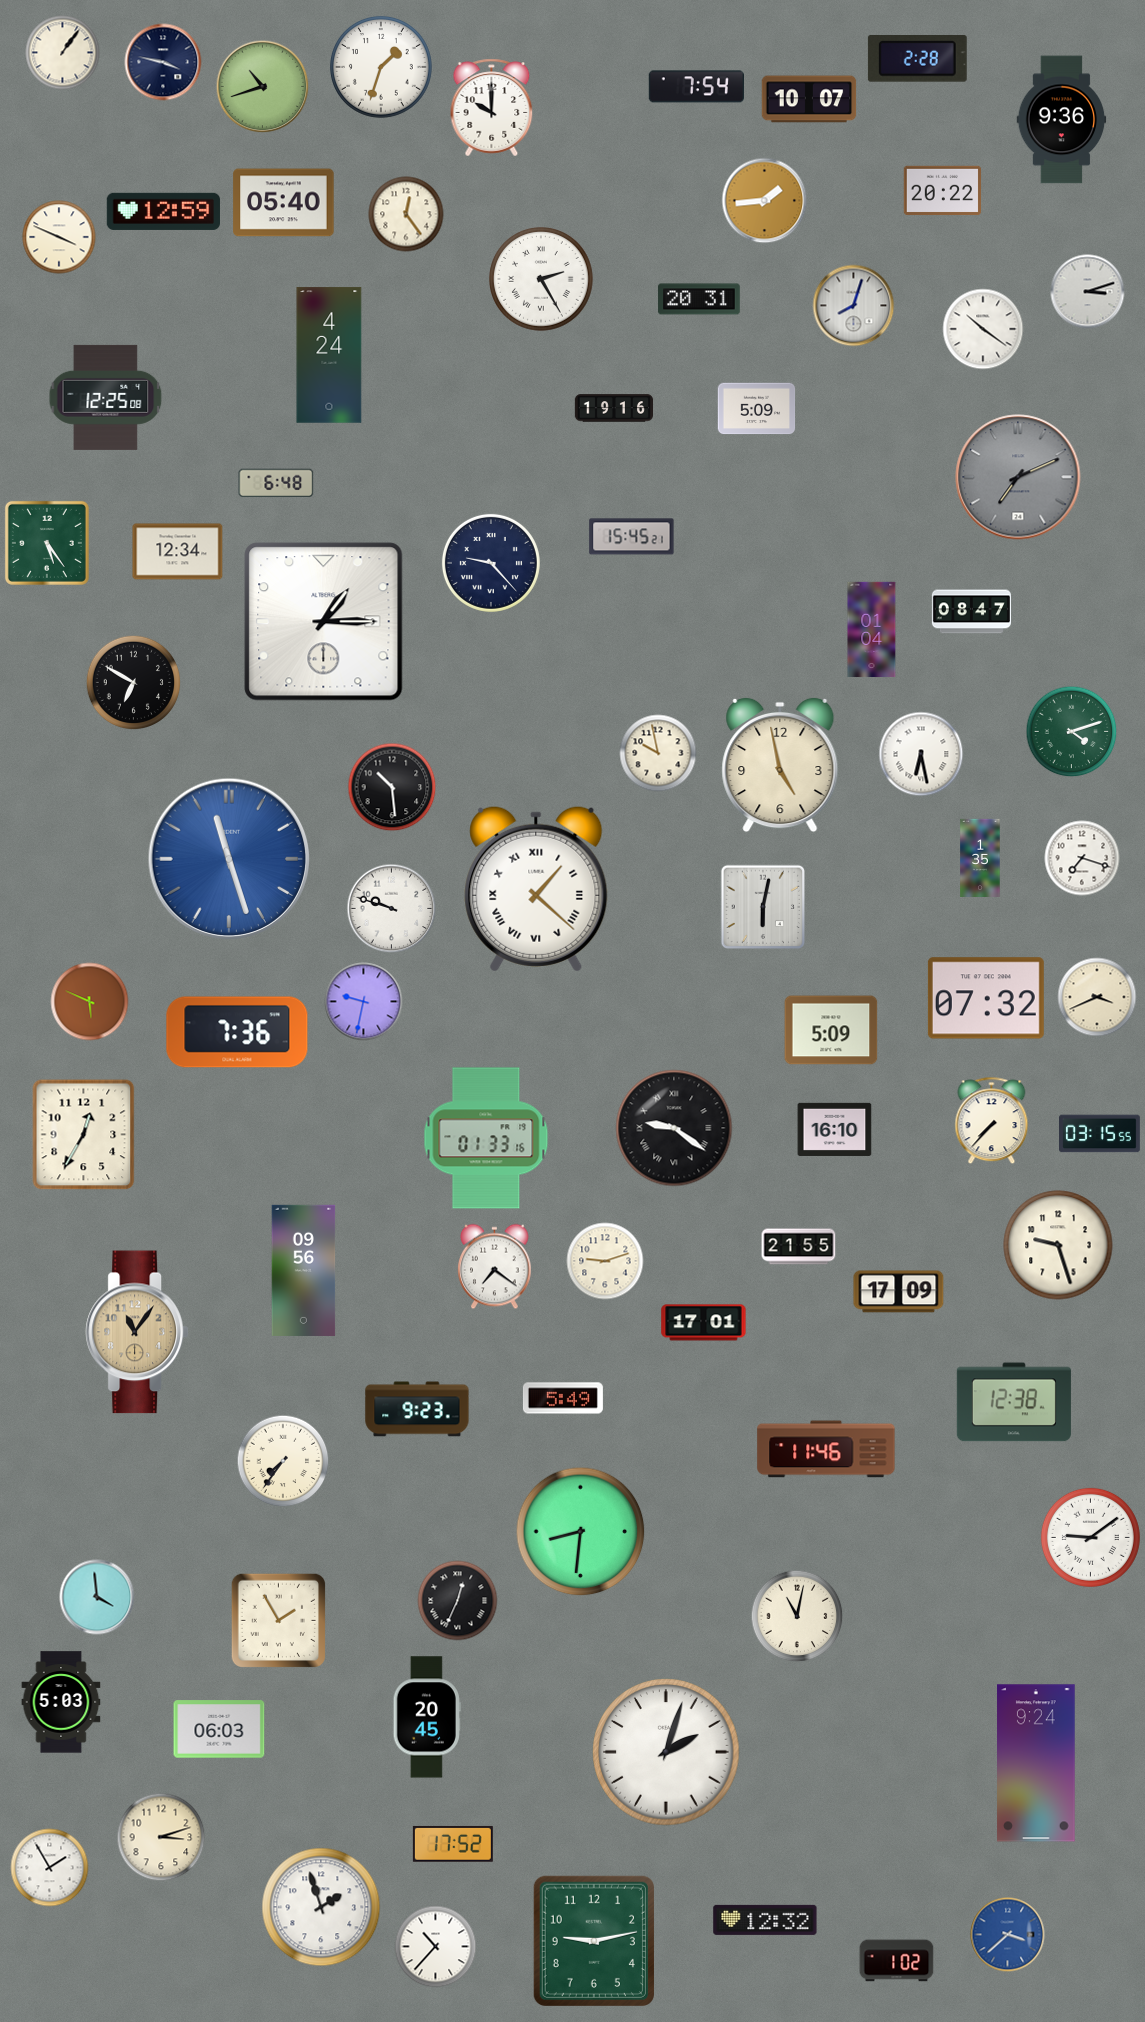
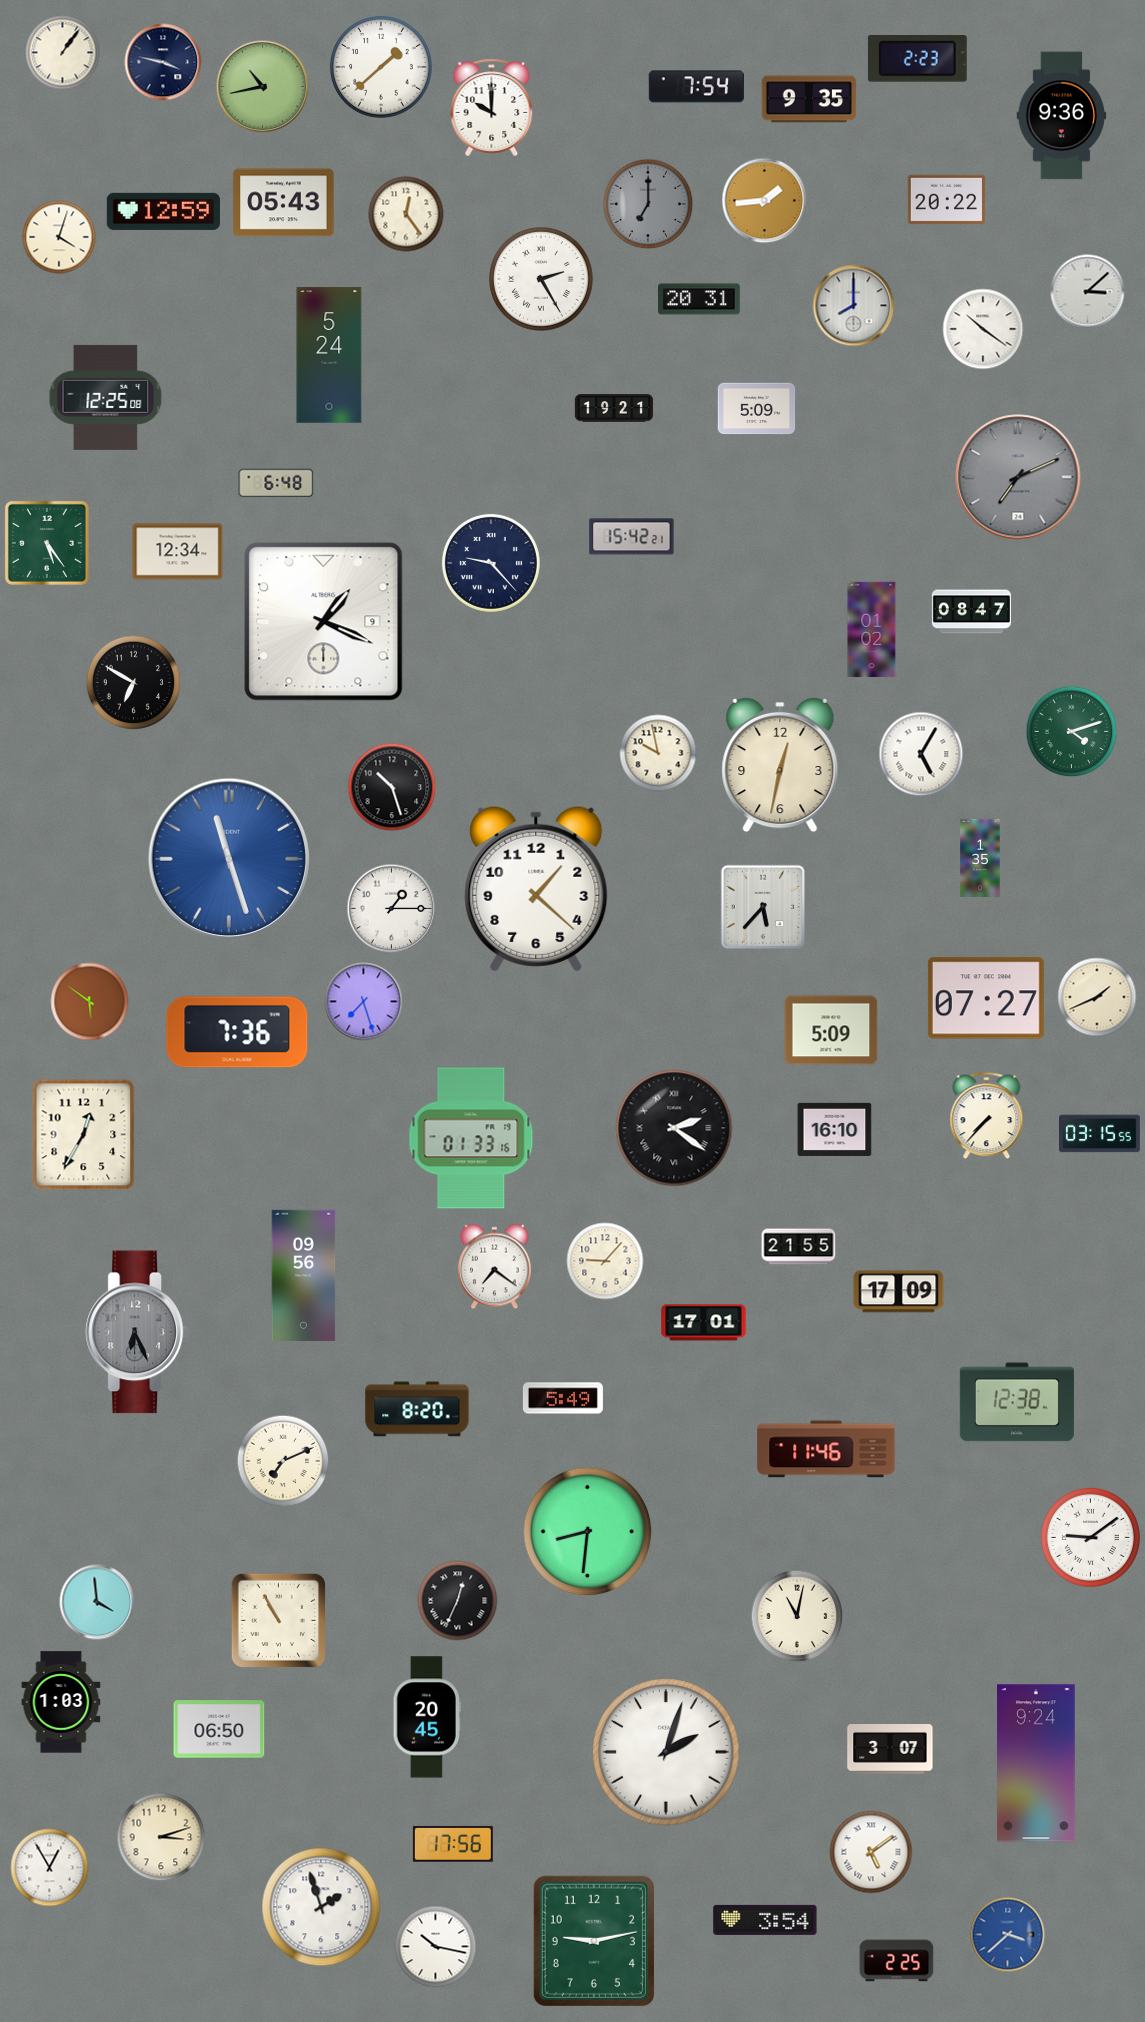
clock at (917, 59): 2:28 -> 2:23
clock at (381, 67): 1:33 -> 1:38
clock at (263, 87): 10:42 -> 10:43
clock at (809, 99): 10:07 -> 9:35
clock at (1062, 120) position: (1062, 120) -> (1062, 116)
clock at (943, 191) position: (943, 191) -> (947, 200)
clock at (284, 203): 05:40 -> 05:43
clock at (648, 204): none -> 7:00
clock at (59, 237): 3:49 -> 4:03
clock at (1088, 292): 3:12 -> 3:08
clock at (854, 306): 8:03 -> 8:00
clock at (329, 355): 4:24 -> 5:24
clock at (613, 408): 19:16 -> 19:21
clock at (632, 537): 15:45 -> 15:42
clock at (324, 622): 1:15 -> 1:19
clock at (872, 630): 01:04 -> 01:02
clock at (921, 754): 6:28 -> 5:05
clock at (780, 765): 4:58 -> 12:32
clock at (392, 787): 10:29 -> 10:27
clock at (1082, 858): 7:18 -> none
clock at (536, 889) numerals: Roman -> Arabic
clock at (763, 907): 6:02 -> 5:37
clock at (392, 909): 9:48 -> 1:15
clock at (1097, 997): 3:41 -> 1:41
clock at (986, 998): 07:32 -> 07:27
clock at (90, 1002): 5:49 -> 5:51
clock at (364, 1002): 9:32 -> 7:27
clock at (992, 1121) position: (992, 1121) -> (987, 1116)
clock at (674, 1128): 9:21 -> 2:21
clock at (486, 1138) position: (486, 1138) -> (471, 1138)
clock at (1058, 1245): 9:27 -> none
clock at (605, 1261): 9:12 -> 9:07
clock at (304, 1270) position: (304, 1270) -> (304, 1275)
clock at (137, 1332): 11:06 -> 6:26
clock at (137, 1332) dial: champagne -> grey
clock at (1014, 1402) position: (1014, 1402) -> (1017, 1402)
clock at (417, 1409): 9:23 -> 8:20
clock at (283, 1461): 7:36 -> 7:11
clock at (581, 1532) position: (581, 1532) -> (588, 1532)
clock at (97, 1597) position: (97, 1597) -> (97, 1602)
clock at (278, 1620): 1:55 -> 10:55
clock at (61, 1702): 5:03 -> 1:03
clock at (219, 1729): 06:03 -> 06:50
clock at (890, 1750): none -> 3:07
clock at (453, 1844): 17:52 -> 17:56
clock at (871, 1852): none -> 5:09
clock at (50, 1868): 1:55 -> 12:55
clock at (765, 1920): 12:32 -> 3:54
clock at (436, 1947): 10:37 -> 10:17
clock at (897, 1961): 1:02 -> 2:25
